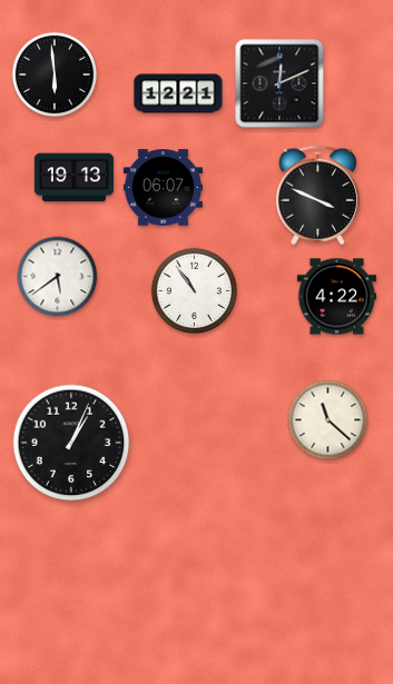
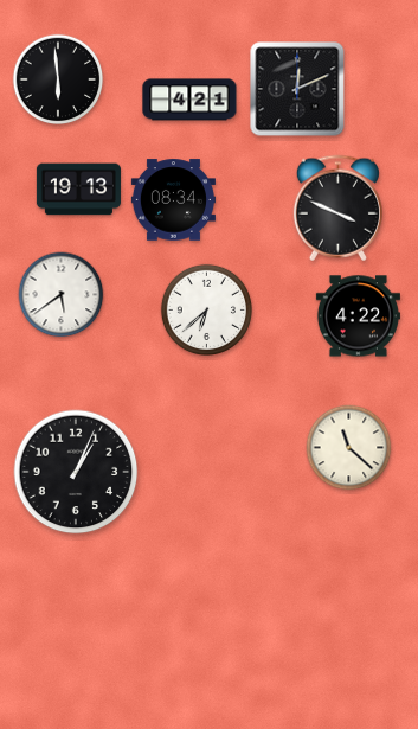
clock at (178, 93): 12:21 -> 4:21
clock at (163, 188): 06:07 -> 08:34
clock at (194, 290): 10:54 -> 6:38
